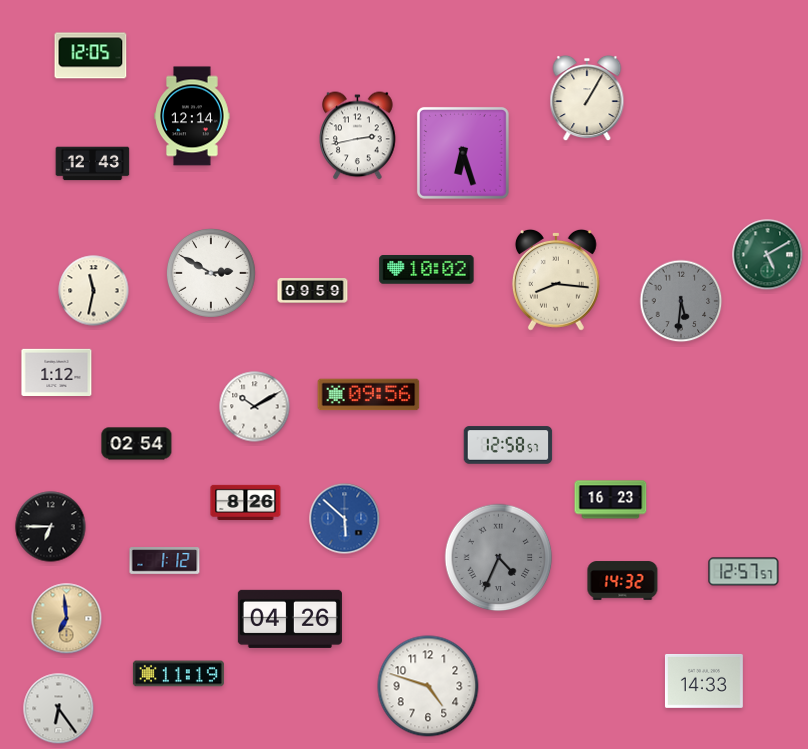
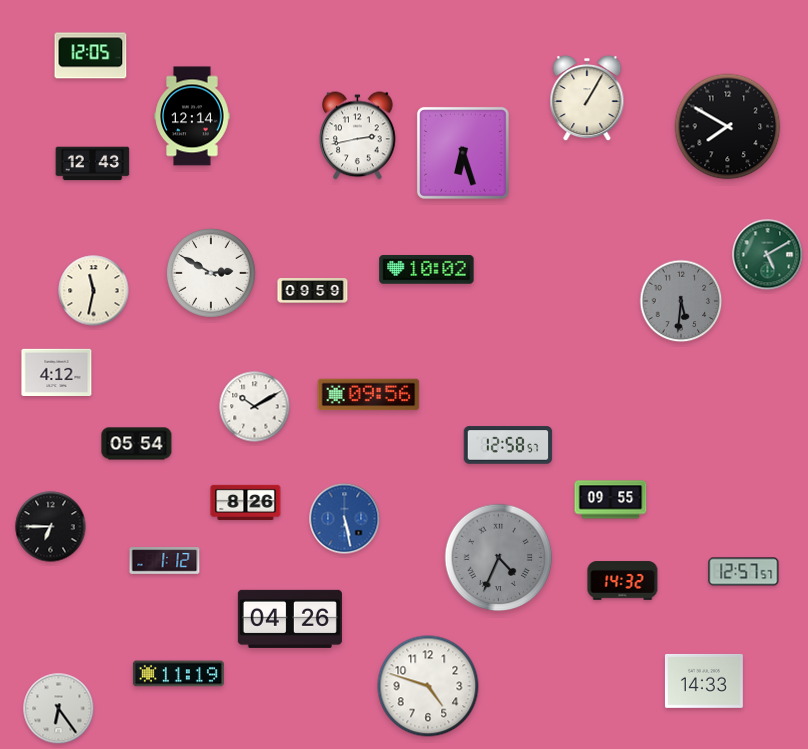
clock at (728, 127): none -> 7:50
clock at (556, 280): 8:16 -> none
clock at (57, 372): 1:12 -> 4:12
clock at (137, 444): 02:54 -> 05:54
clock at (611, 500): 16:23 -> 09:55
clock at (345, 519): 5:52 -> 5:28
clock at (67, 619): 6:59 -> none
